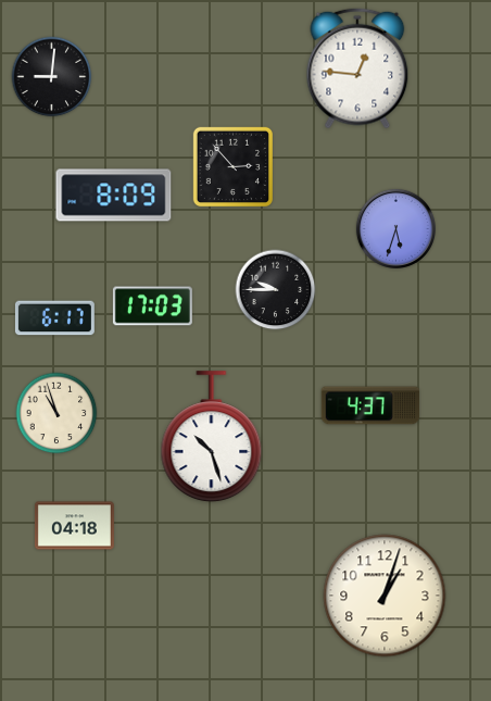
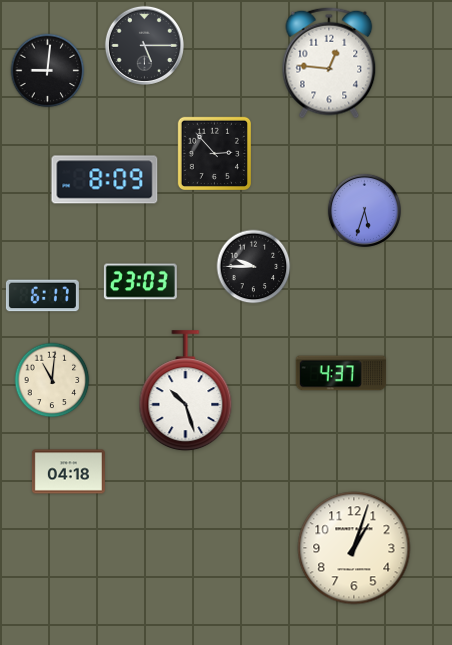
clock at (144, 45): none -> 5:15
clock at (152, 306): 17:03 -> 23:03
clock at (54, 318) position: (54, 318) -> (42, 296)
clock at (56, 413): 10:57 -> 11:01
clock at (212, 437) position: (212, 437) -> (186, 391)
clock at (74, 526) position: (74, 526) -> (68, 472)
